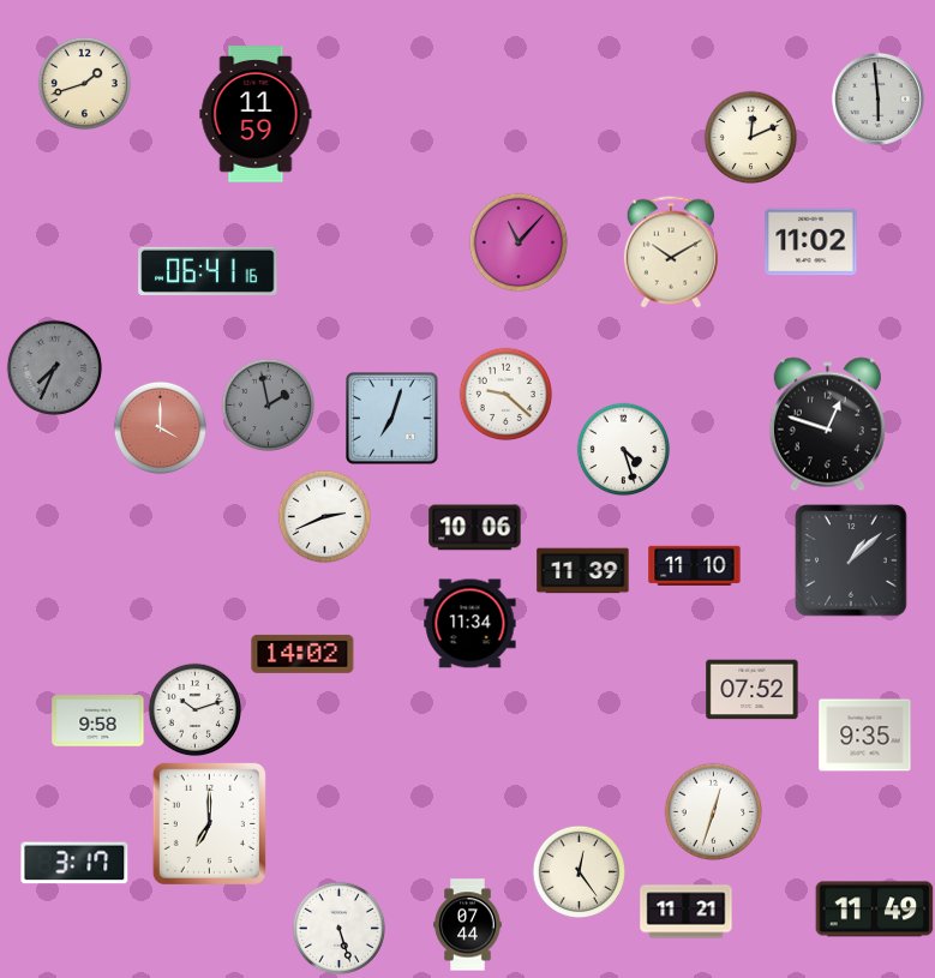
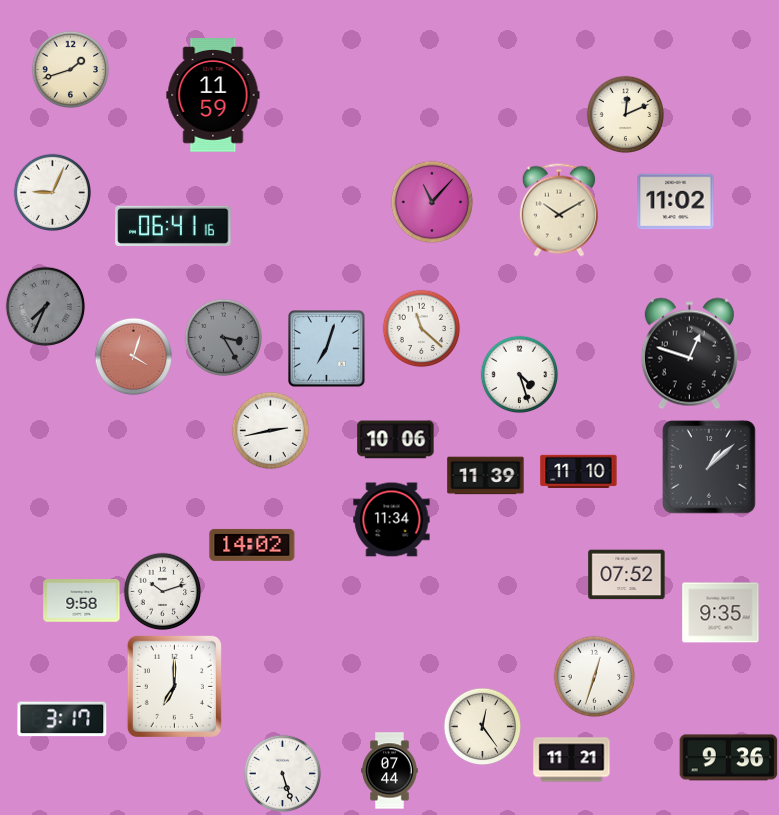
clock at (877, 98): 5:59 -> none
clock at (52, 192): none -> 9:04
clock at (505, 394): 9:22 -> 11:22
clock at (268, 404): 1:58 -> 3:25
clock at (160, 427): 4:00 -> 4:03
clock at (324, 516): 2:41 -> 2:43
clock at (875, 910): 11:49 -> 9:36
